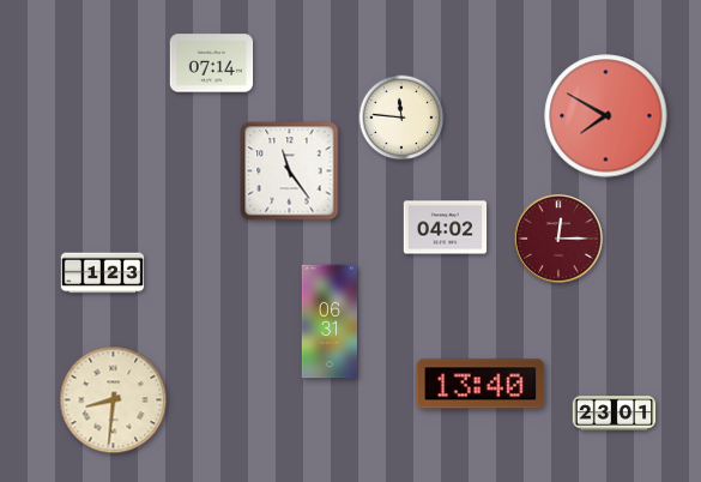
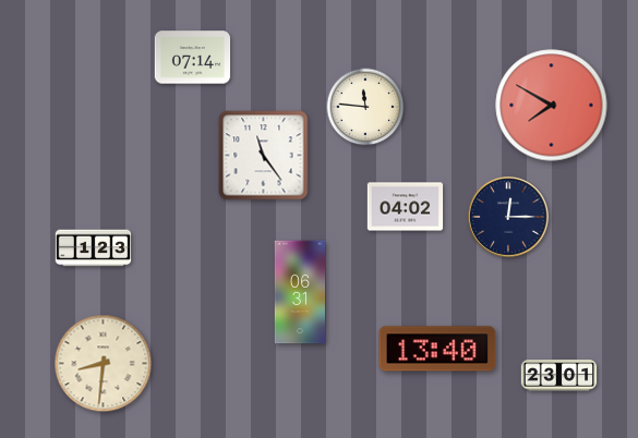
clock at (560, 240) dial: burgundy -> navy
